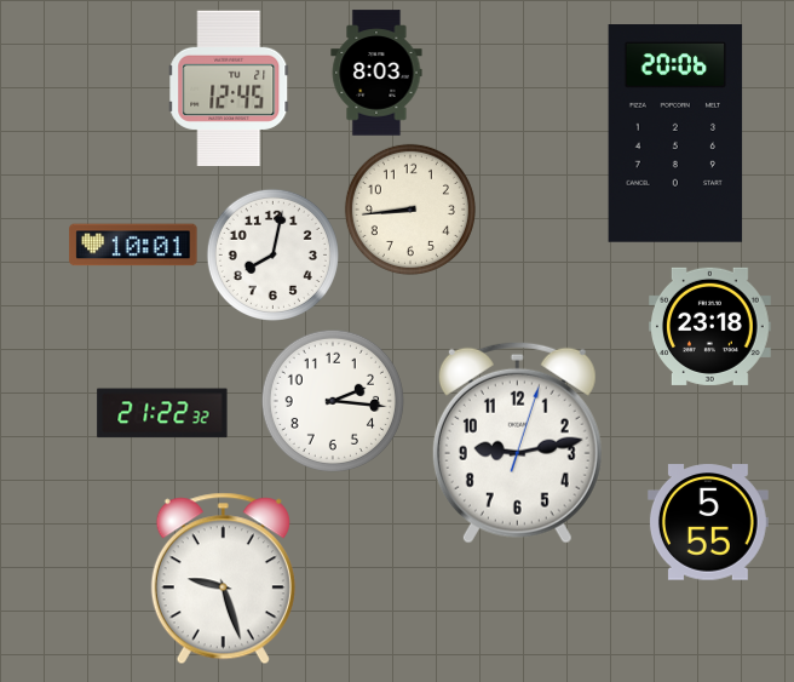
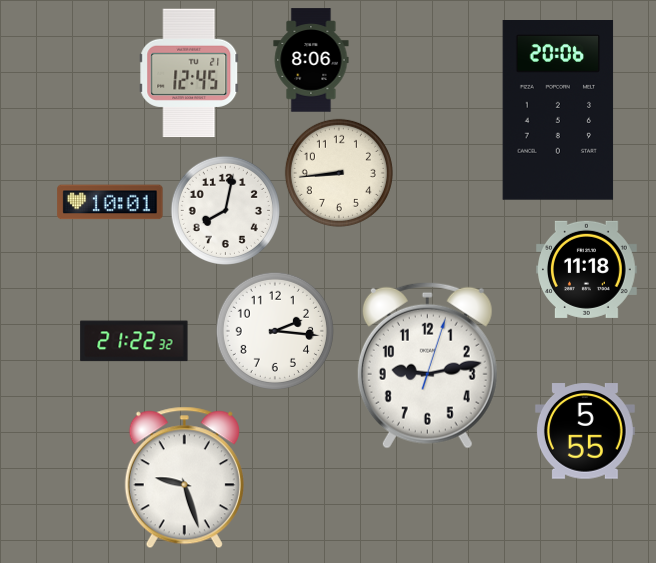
clock at (376, 73): 8:03 -> 8:06
clock at (710, 326): 23:18 -> 11:18
